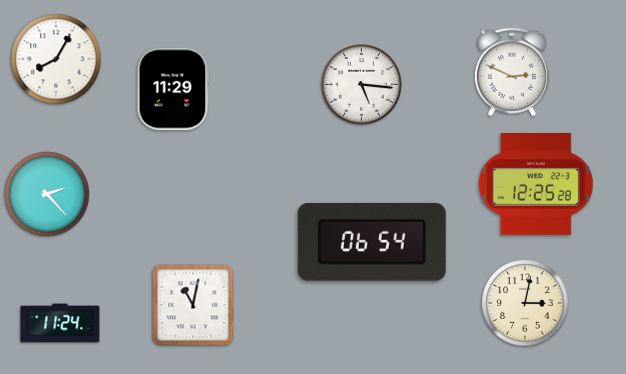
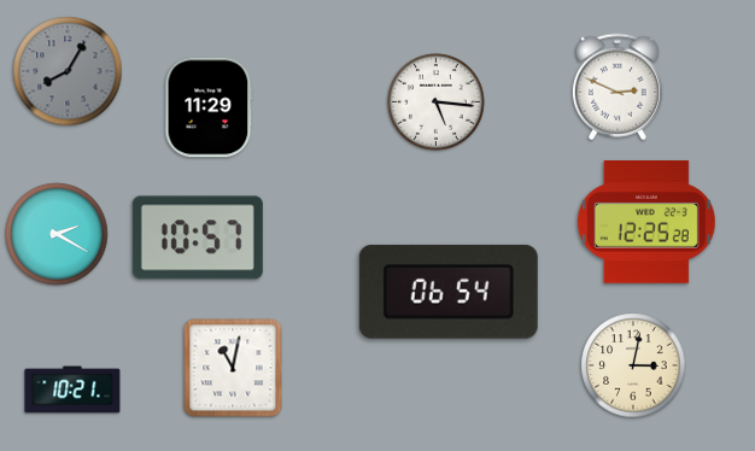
clock at (56, 59) dial: white -> grey
clock at (47, 194): 2:23 -> 2:20
clock at (198, 238): none -> 10:57
clock at (60, 323): 11:24 -> 10:21
